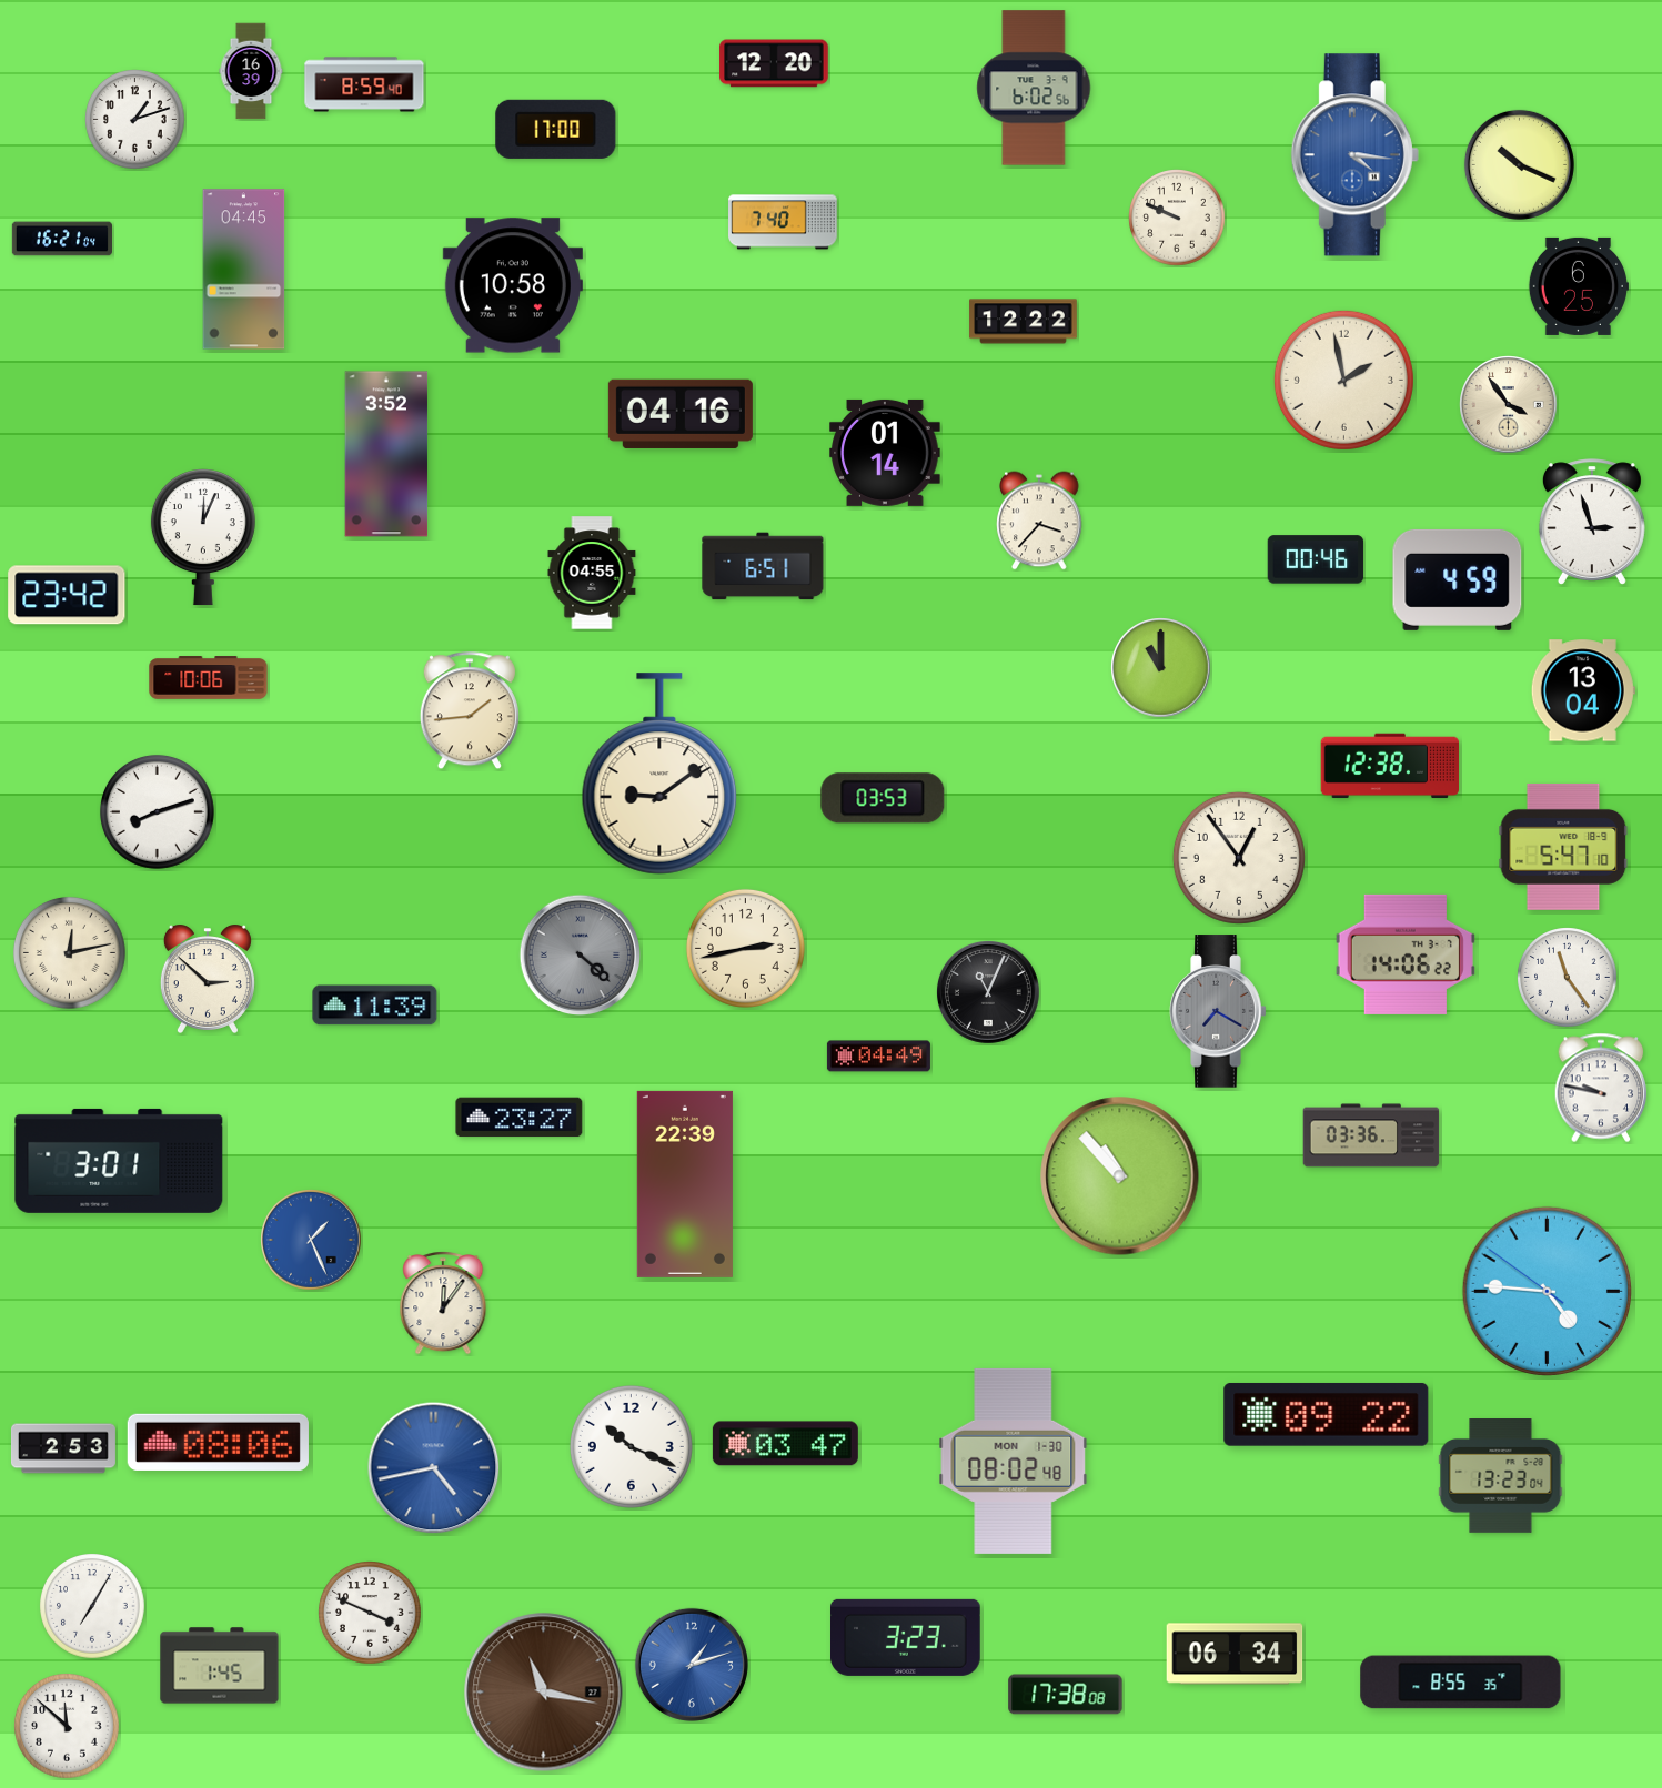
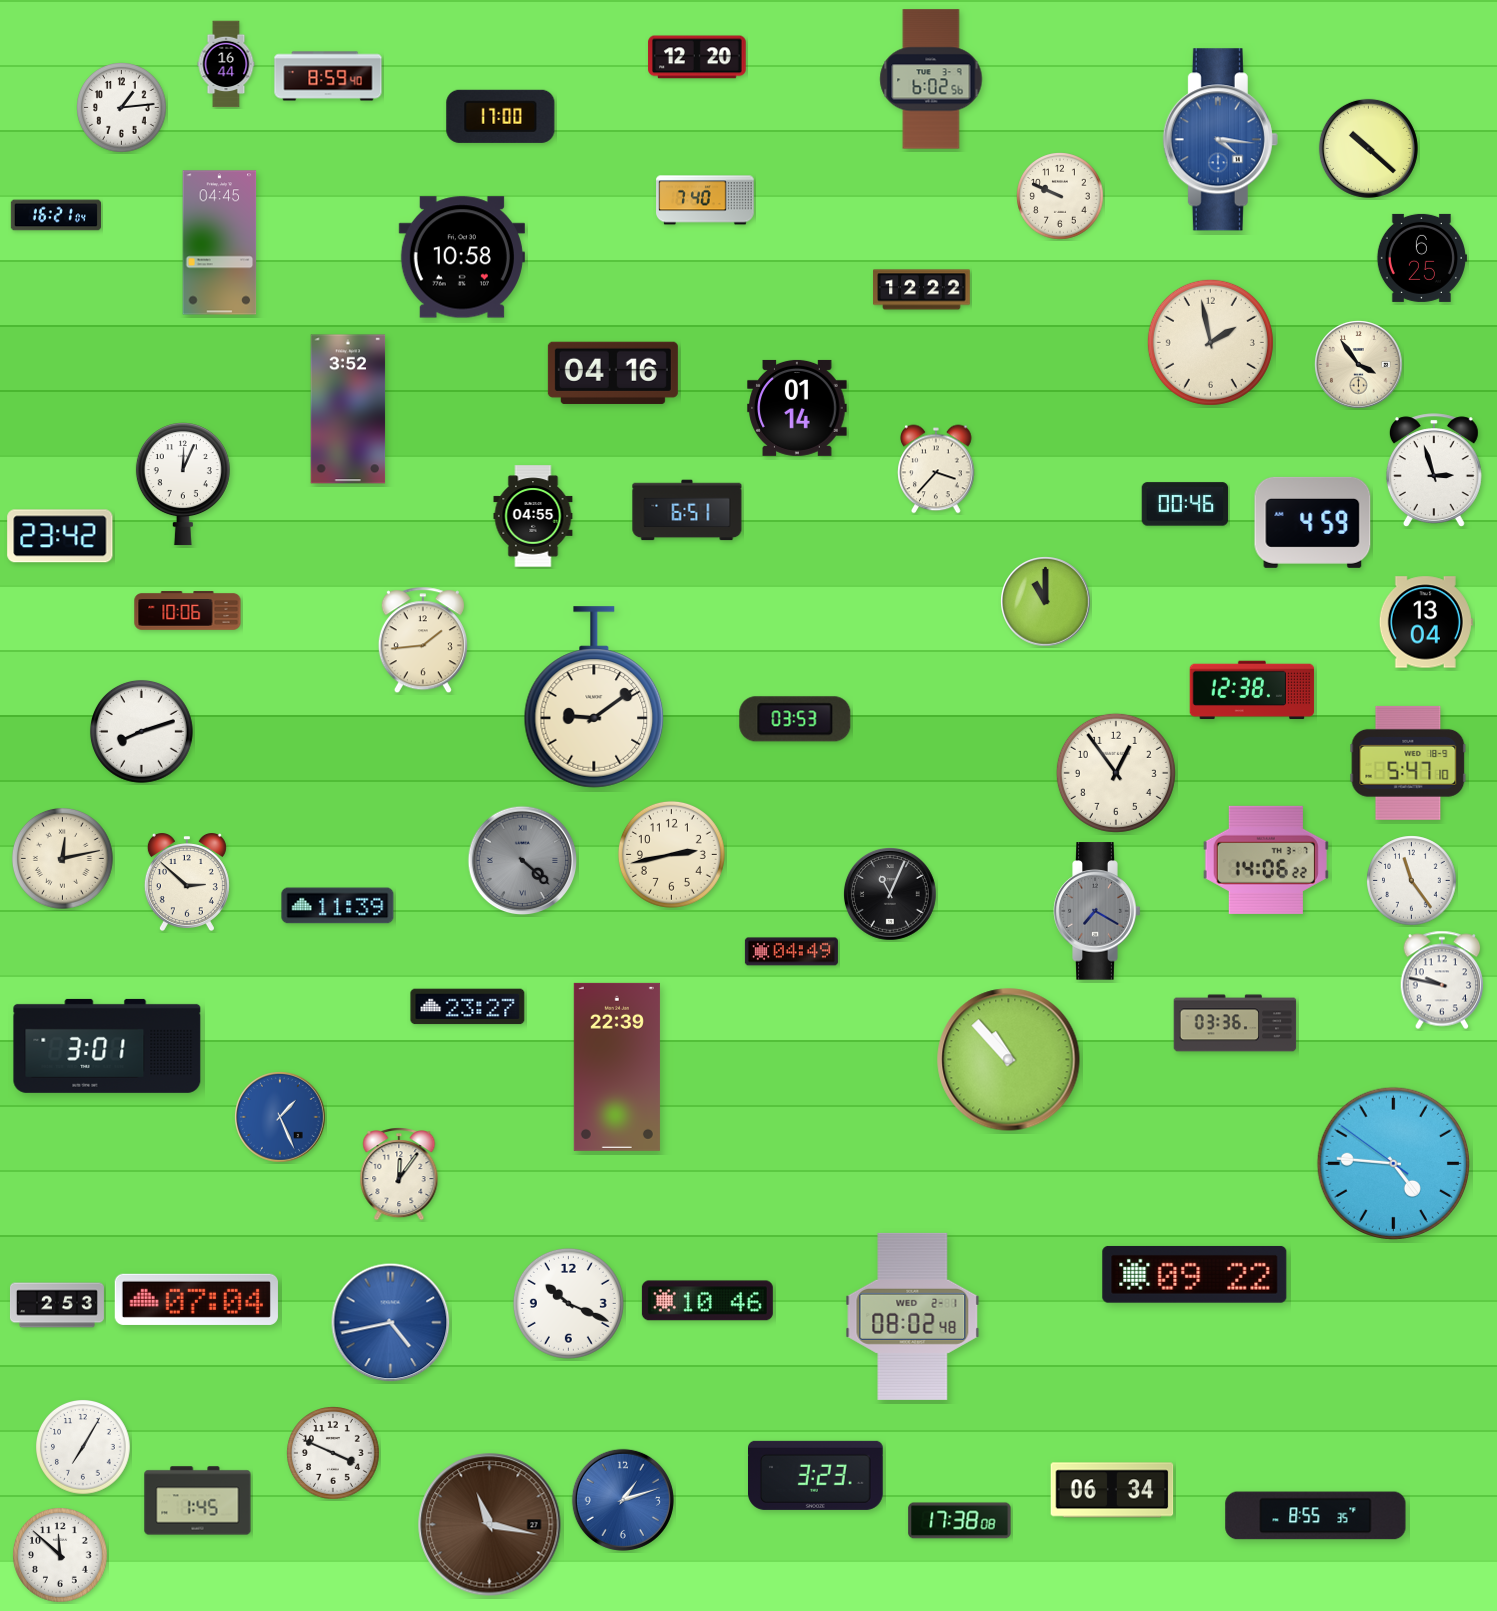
clock at (251, 71): 16:39 -> 16:44
clock at (135, 120): 1:12 -> 1:14
clock at (1519, 164): 10:19 -> 10:22
clock at (218, 1442): 08:06 -> 07:04
clock at (785, 1444): 03:47 -> 10:46
clock at (1014, 1461) date: MON 1-30 -> WED 2-1
clock at (1501, 1476): 13:23 -> none
clock at (1066, 1695) position: (1066, 1695) -> (960, 1521)
